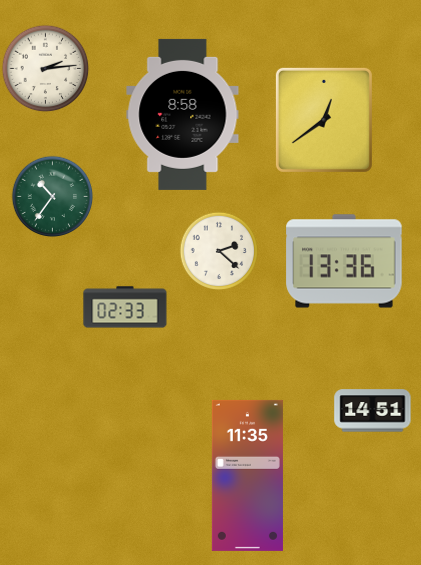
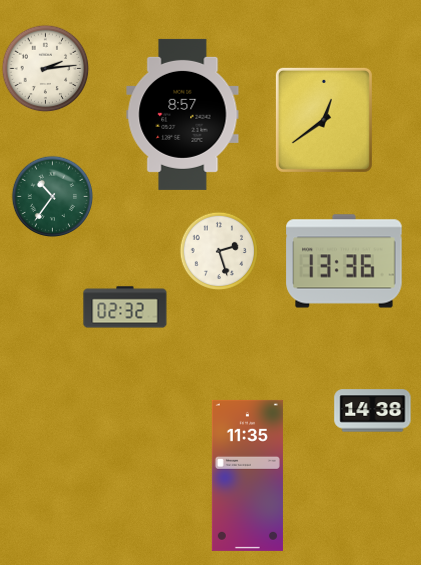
clock at (183, 114): 8:58 -> 8:57
clock at (219, 251): 2:22 -> 2:27
clock at (125, 307): 02:33 -> 02:32
clock at (373, 411): 14:51 -> 14:38
